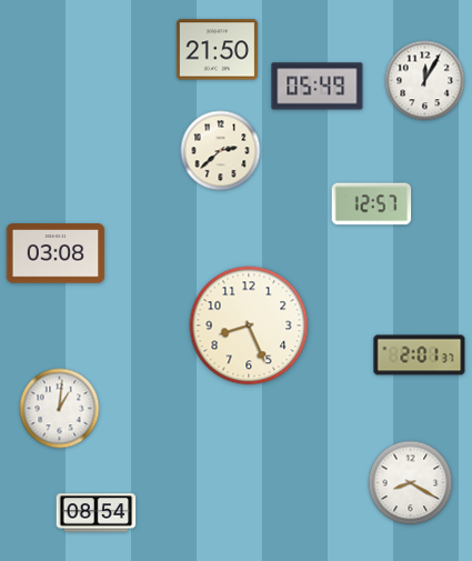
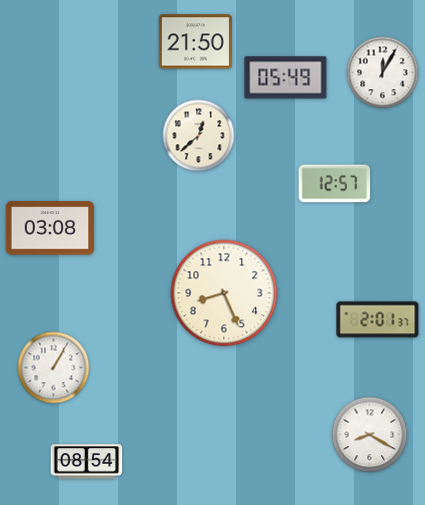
clock at (217, 50) position: (217, 50) -> (195, 42)
clock at (221, 151): 2:38 -> 12:38
clock at (60, 409): 1:01 -> 1:05
